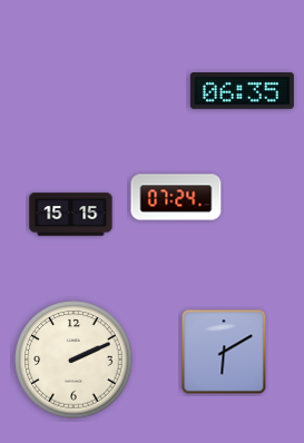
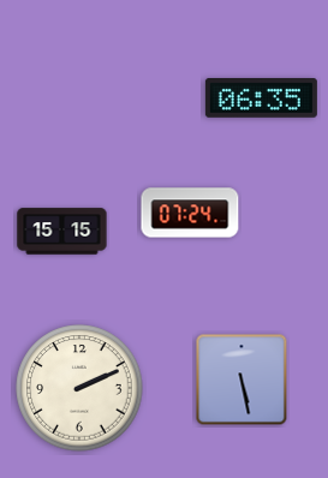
clock at (71, 215) position: (71, 215) -> (62, 232)
clock at (224, 352): 6:10 -> 5:28
